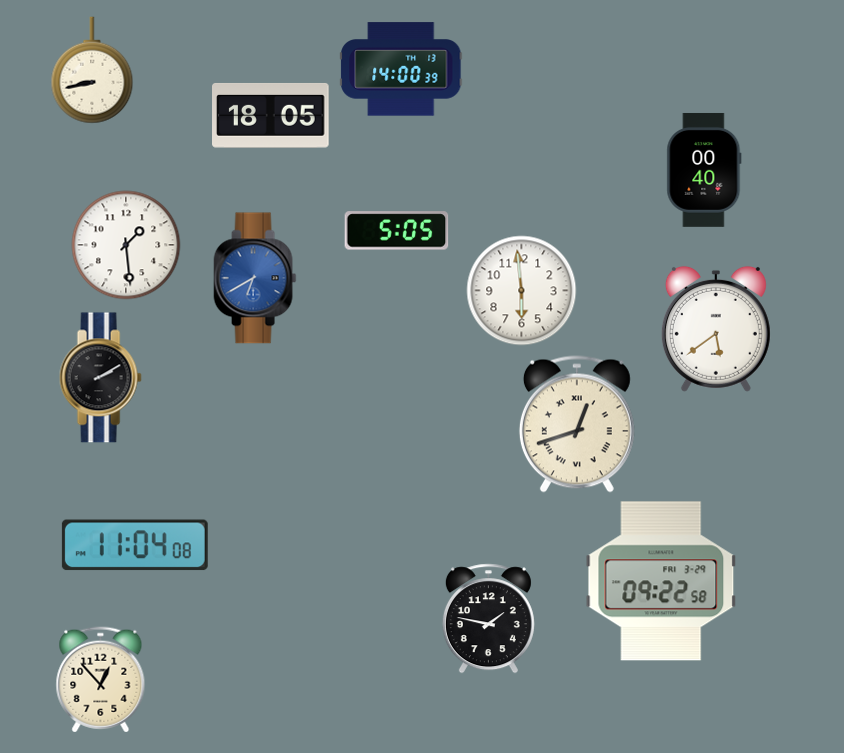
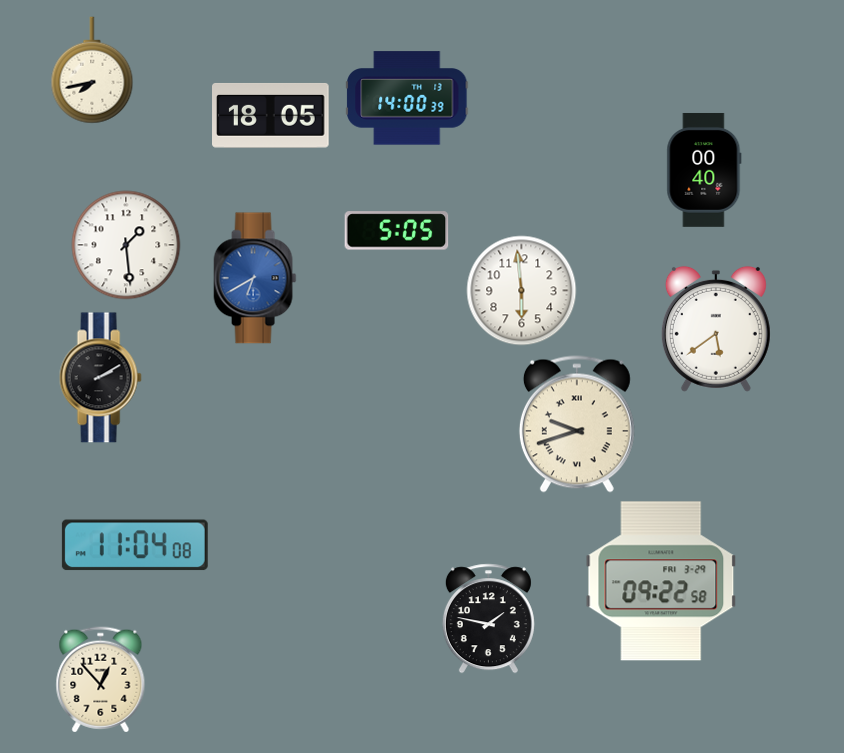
clock at (402, 69) position: (402, 69) -> (408, 98)
clock at (92, 70): 8:43 -> 7:43
clock at (577, 424): 12:42 -> 9:42
